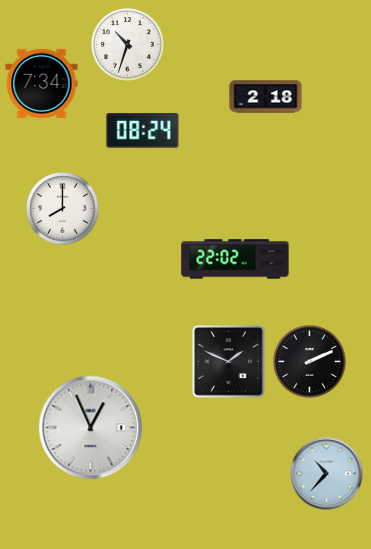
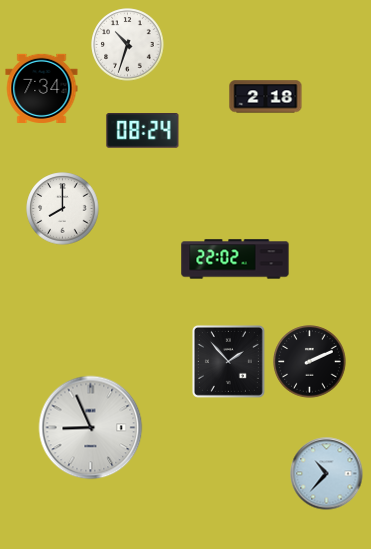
clock at (42, 83) position: (42, 83) -> (42, 88)
clock at (228, 361): 1:49 -> 1:53
clock at (91, 428): 12:56 -> 8:56
